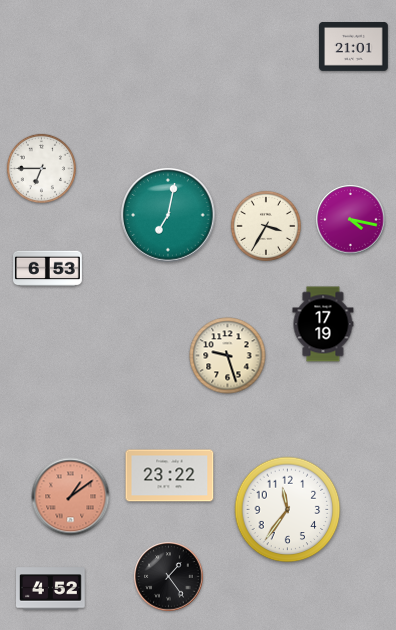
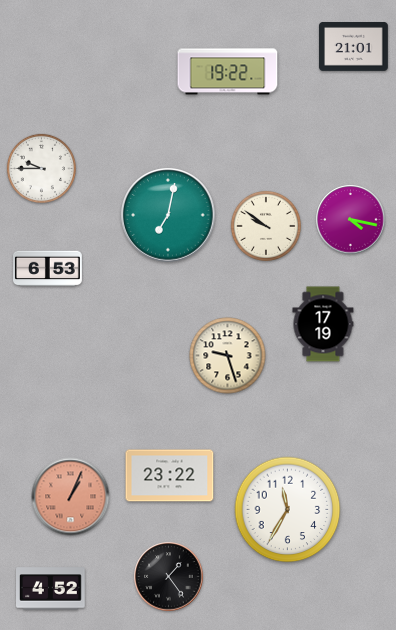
clock at (228, 72): none -> 19:22
clock at (41, 168): 6:45 -> 9:45
clock at (266, 226): 3:35 -> 9:51
clock at (71, 497): 1:09 -> 1:04
clock at (288, 510): 11:36 -> 11:35
